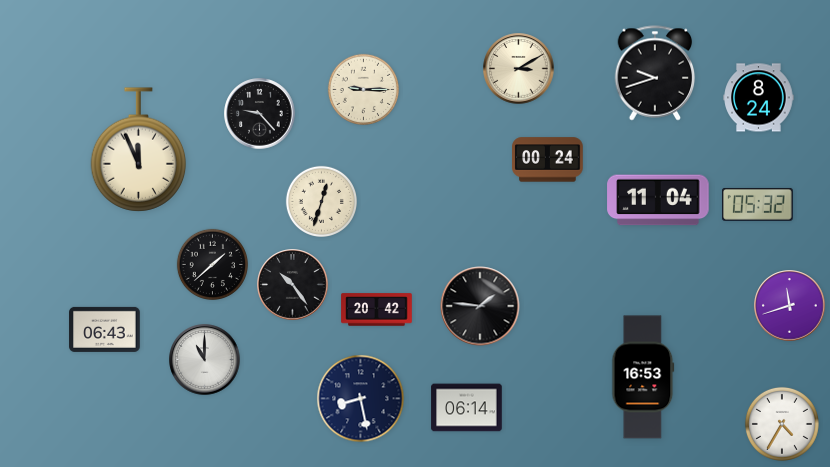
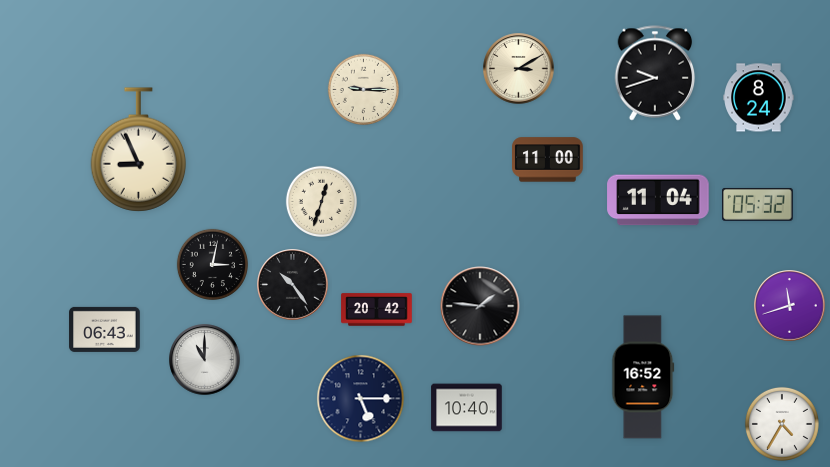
clock at (260, 114): 9:23 -> none
clock at (139, 150): 11:56 -> 8:56
clock at (548, 160): 00:24 -> 11:00
clock at (212, 264): 1:38 -> 3:02
clock at (643, 377): 16:53 -> 16:52
clock at (361, 399): 8:28 -> 5:15
clock at (467, 408): 06:14 -> 10:40
